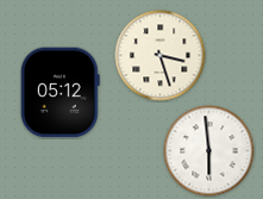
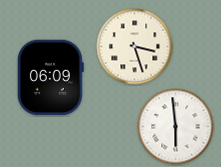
clock at (60, 93): 05:12 -> 06:09
